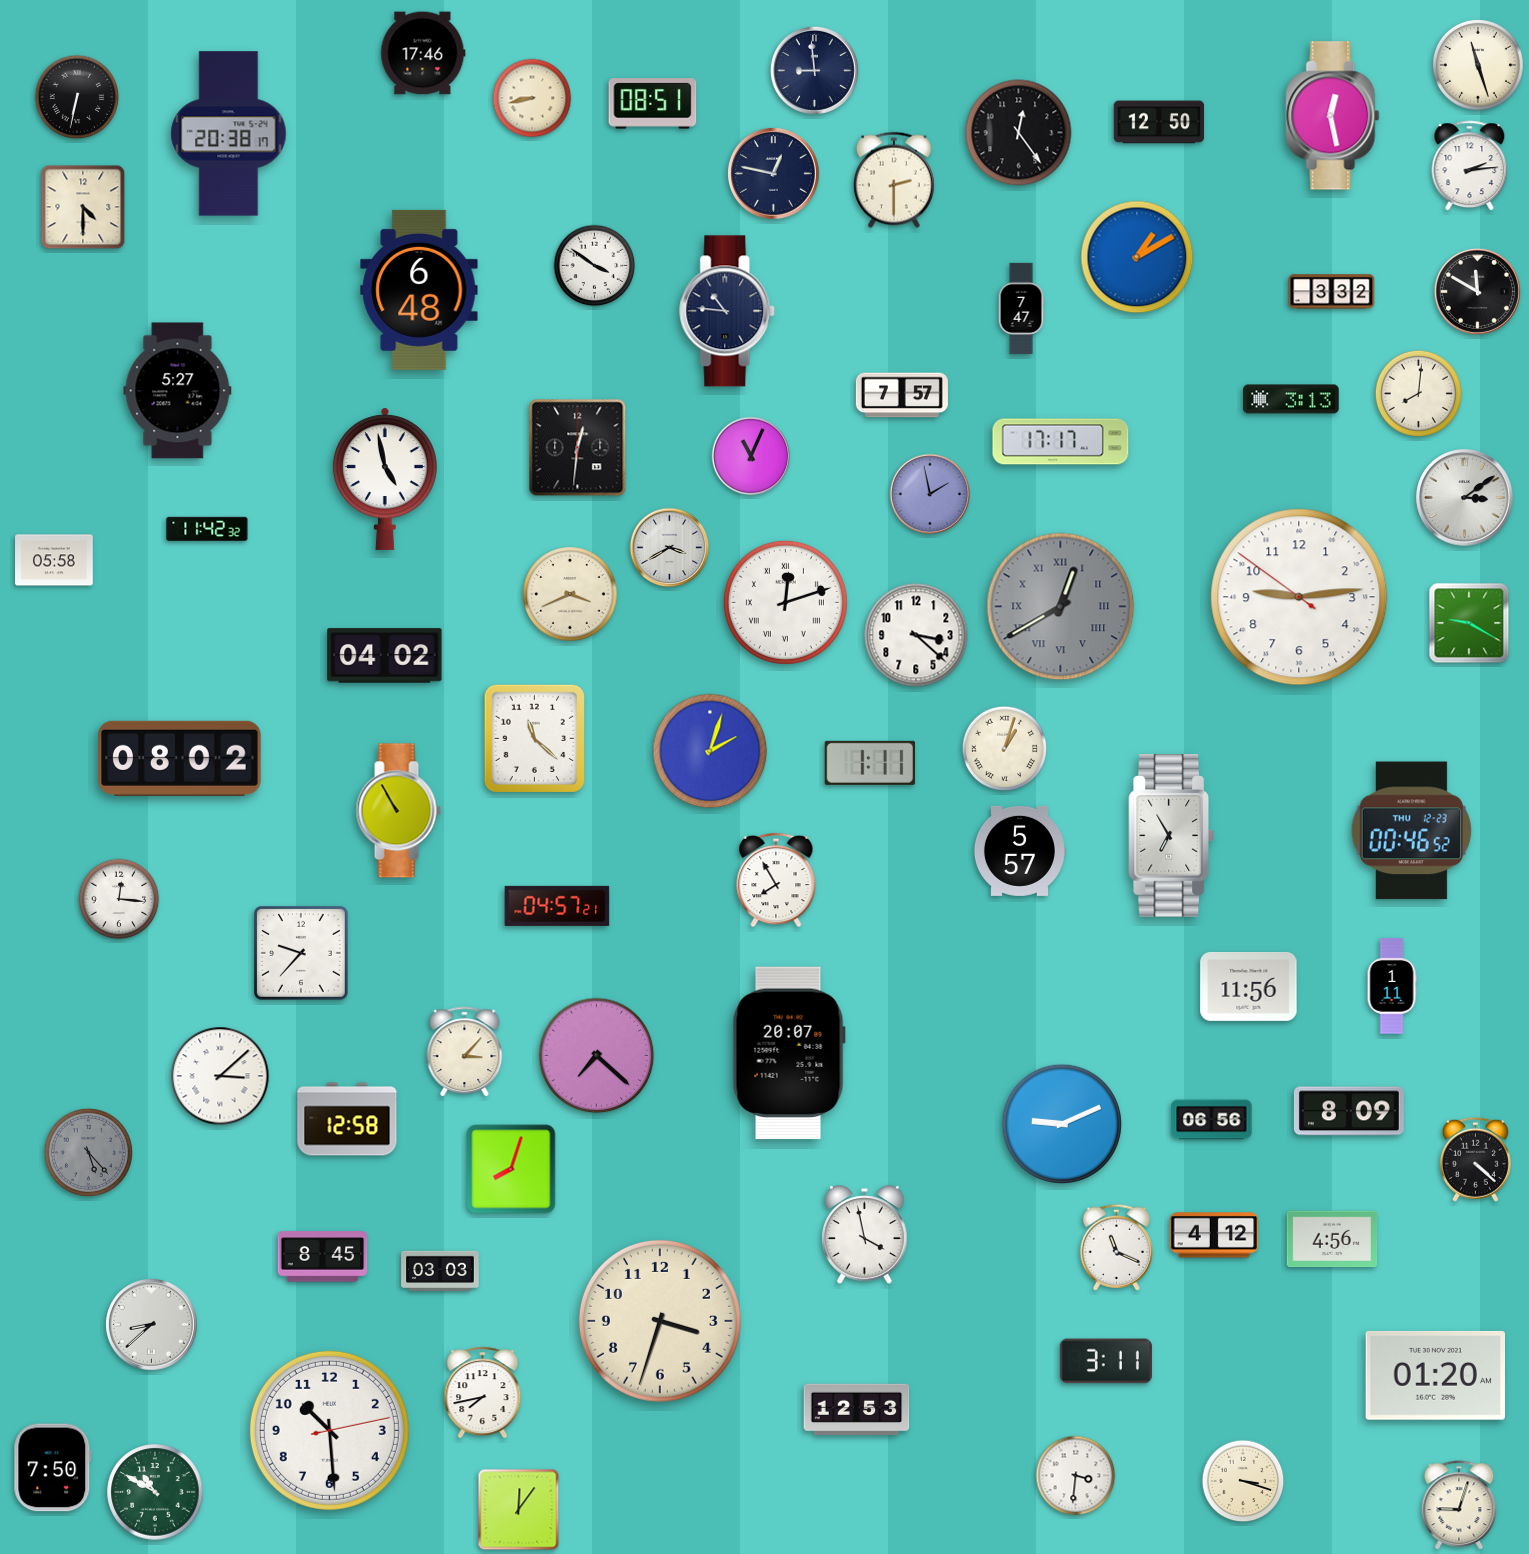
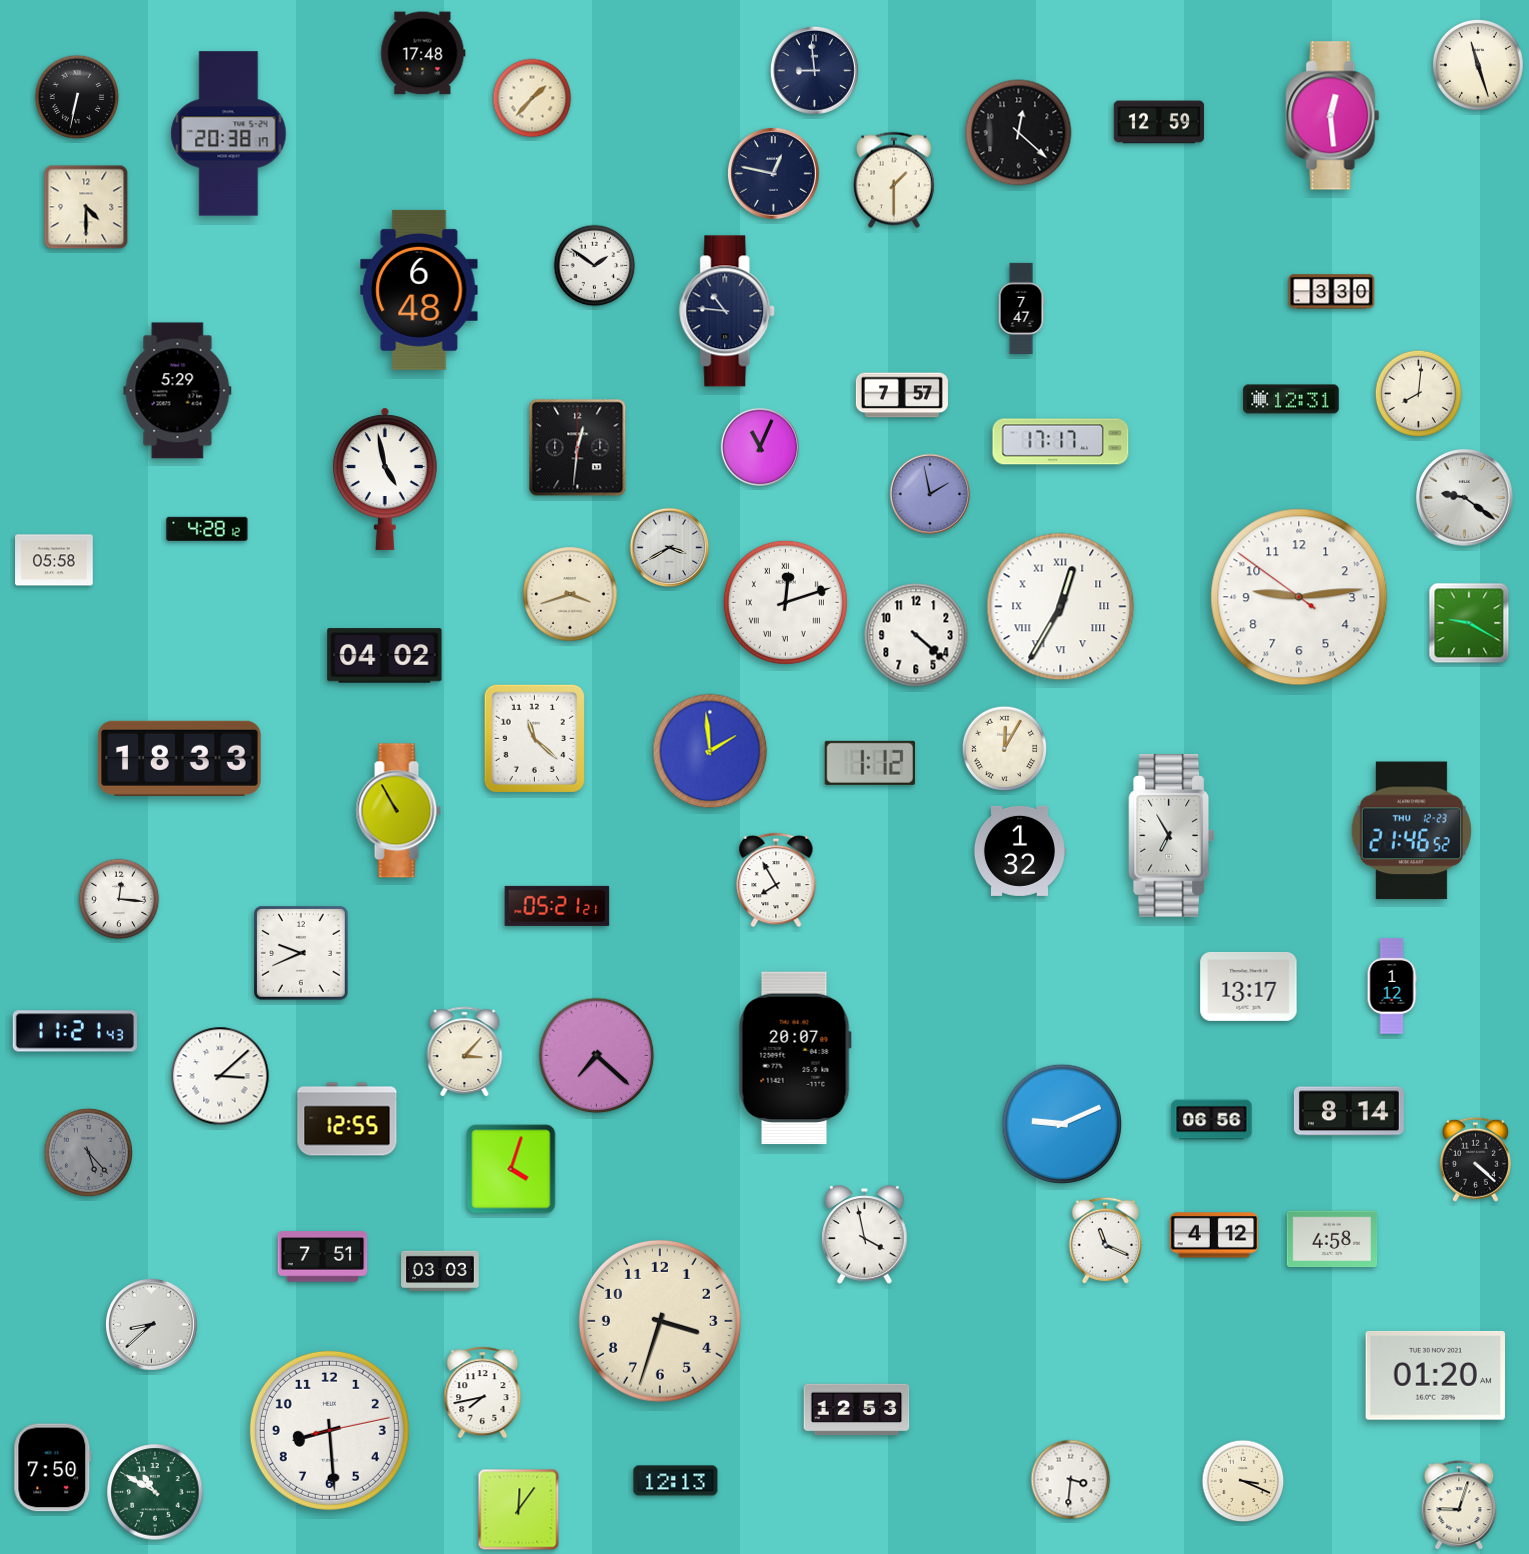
clock at (423, 53): 17:46 -> 17:48
clock at (532, 98): 8:43 -> 1:37
clock at (653, 104): 08:51 -> none
clock at (1333, 116): 12:28 -> 12:29
clock at (1159, 122): 12:50 -> 12:59
clock at (1019, 133): 12:24 -> 12:22
clock at (1470, 166): 2:14 -> none
clock at (894, 180): 2:30 -> 1:30
clock at (83, 207) position: (83, 207) -> (86, 207)
clock at (1137, 257): 1:10 -> none
clock at (595, 266): 3:51 -> 1:51
clock at (1477, 291): 11:50 -> none
clock at (1332, 292): 3:32 -> 3:30
clock at (178, 391): 5:27 -> 5:29
clock at (1291, 399): 3:13 -> 12:31
clock at (751, 456) position: (751, 456) -> (760, 447)
clock at (1465, 498): 3:09 -> 9:21
clock at (207, 529): 11:42 -> 4:28
clock at (570, 594): 3:41 -> 3:42
clock at (1061, 607): 12:40 -> 12:35
clock at (1061, 607) dial: grey -> white
clock at (916, 635): 3:22 -> 4:22
clock at (1005, 749): 1:03 -> 12:05
clock at (710, 751): 2:03 -> 1:59
clock at (180, 758): 08:02 -> 18:33
clock at (870, 763): 1:11 -> 1:12
clock at (1411, 831): 00:46 -> 21:46
clock at (1019, 851): 5:57 -> 1:32
clock at (557, 906): 04:57 -> 05:21
clock at (301, 953): 9:37 -> 9:41
clock at (1249, 986): 11:56 -> 13:17
clock at (1392, 986): 1:11 -> 1:12
clock at (75, 1031): none -> 11:21
clock at (789, 1053) position: (789, 1053) -> (795, 1058)
clock at (1349, 1111): 8:09 -> 8:14
clock at (347, 1119): 12:58 -> 12:55
clock at (511, 1169): 8:03 -> 4:03
clock at (1332, 1239): 4:56 -> 4:58
clock at (1116, 1247) position: (1116, 1247) -> (1105, 1240)
clock at (323, 1257): 8:45 -> 7:51
clock at (1106, 1361): 3:11 -> none
clock at (329, 1430): 10:29 -> 8:29
clock at (1076, 1476) position: (1076, 1476) -> (1071, 1480)
clock at (676, 1481): none -> 12:13
clock at (1243, 1481): 3:18 -> 3:19
